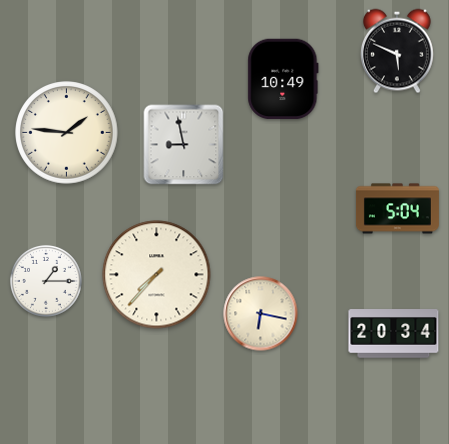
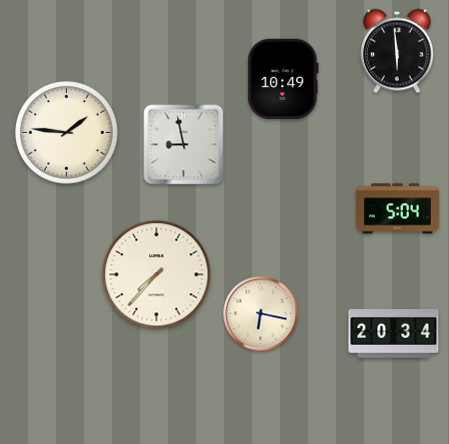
clock at (397, 51): 5:49 -> 5:59
clock at (46, 281): 1:15 -> none
